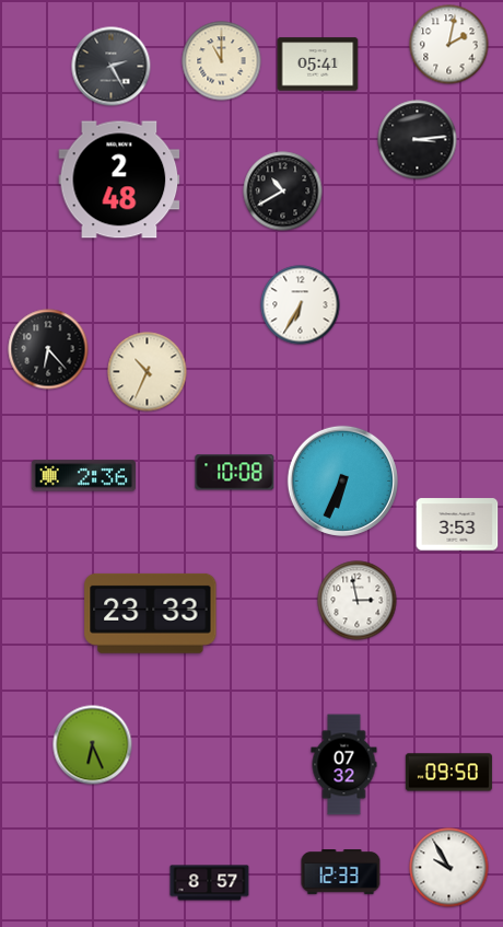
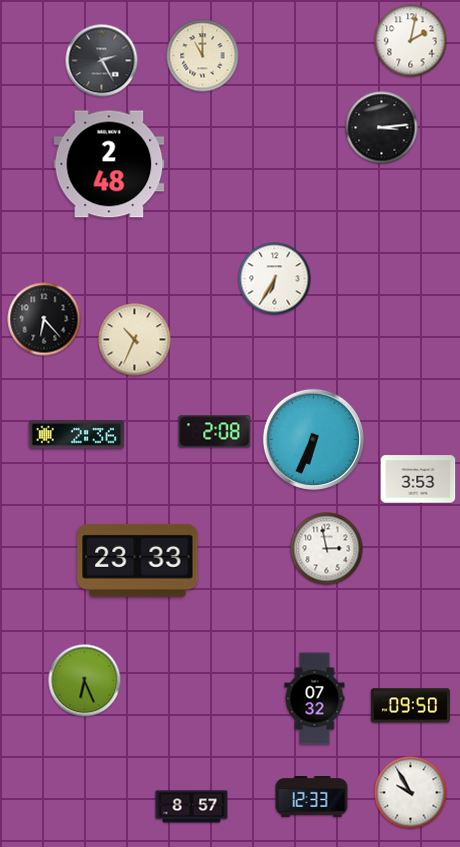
clock at (318, 65): 05:41 -> none
clock at (283, 192): 10:40 -> none
clock at (235, 473): 10:08 -> 2:08
